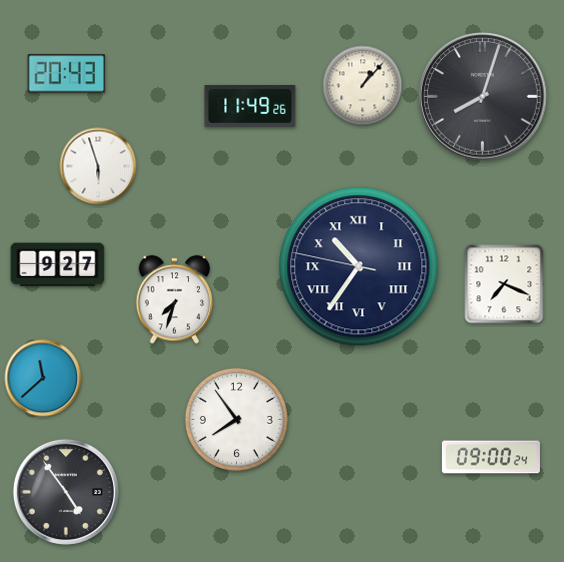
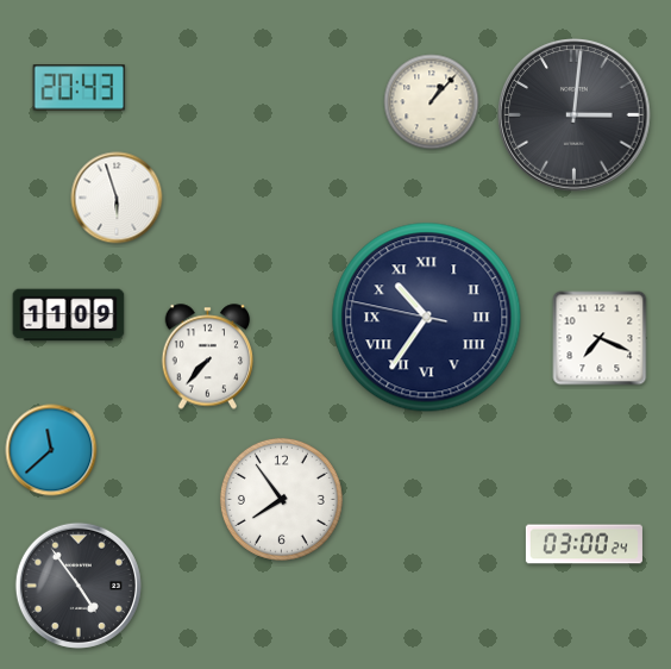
clock at (483, 97): 8:03 -> 3:01
clock at (250, 107): 11:49 -> none
clock at (58, 265): 9:27 -> 11:09
clock at (175, 300): 7:33 -> 7:37
clock at (491, 457): 09:00 -> 03:00
